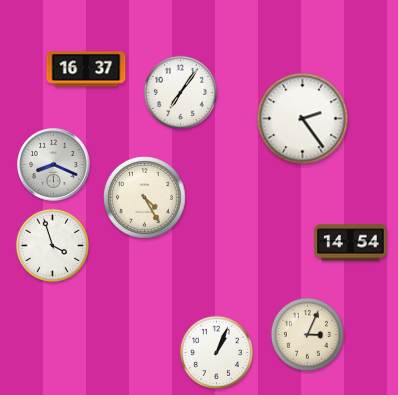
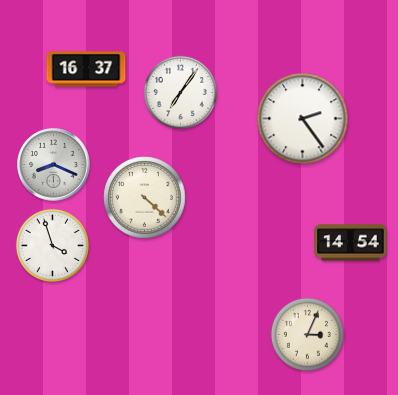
clock at (145, 198): 4:25 -> 4:22
clock at (216, 352): 1:04 -> none
